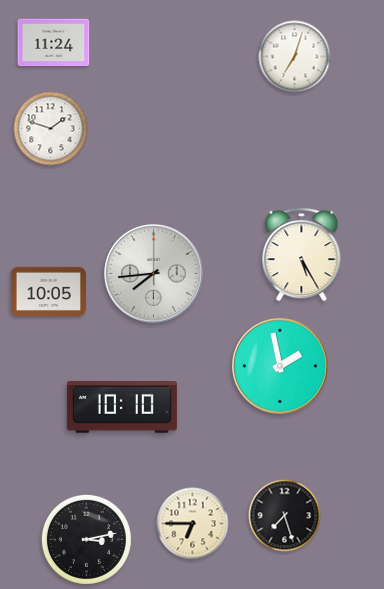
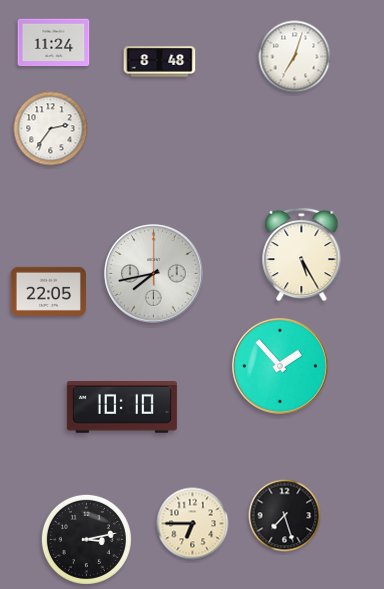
clock at (160, 62): none -> 8:48
clock at (51, 129): 1:48 -> 2:36
clock at (154, 274): 7:44 -> 7:43
clock at (48, 291): 10:05 -> 22:05
clock at (281, 367): 1:58 -> 1:53
